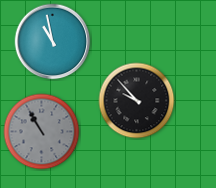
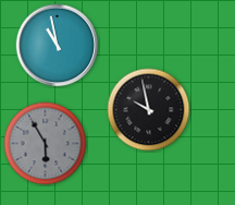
clock at (137, 101): 9:53 -> 9:58
clock at (42, 132): 10:55 -> 5:55
